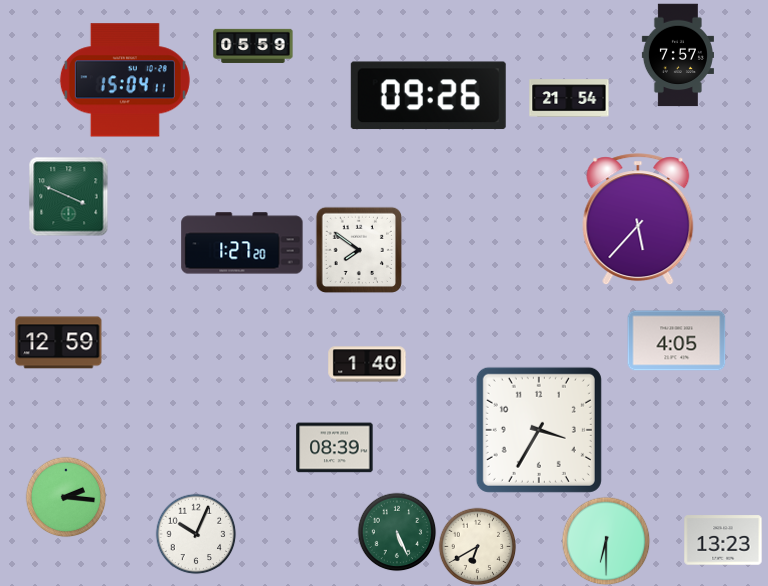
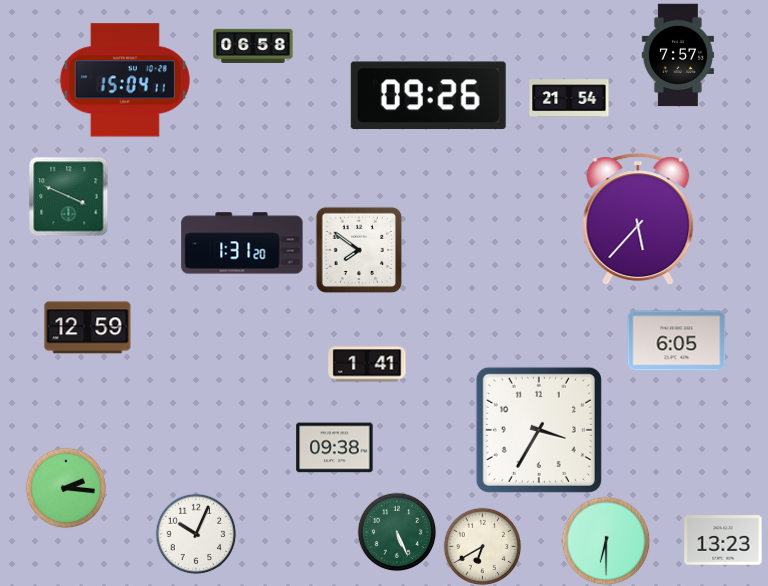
clock at (253, 46): 05:59 -> 06:58
clock at (242, 243): 1:27 -> 1:31
clock at (677, 341): 4:05 -> 6:05
clock at (59, 343) position: (59, 343) -> (88, 328)
clock at (367, 364): 1:40 -> 1:41
clock at (335, 448): 08:39 -> 09:38
clock at (66, 497) position: (66, 497) -> (66, 488)
clock at (477, 546) position: (477, 546) -> (482, 546)
